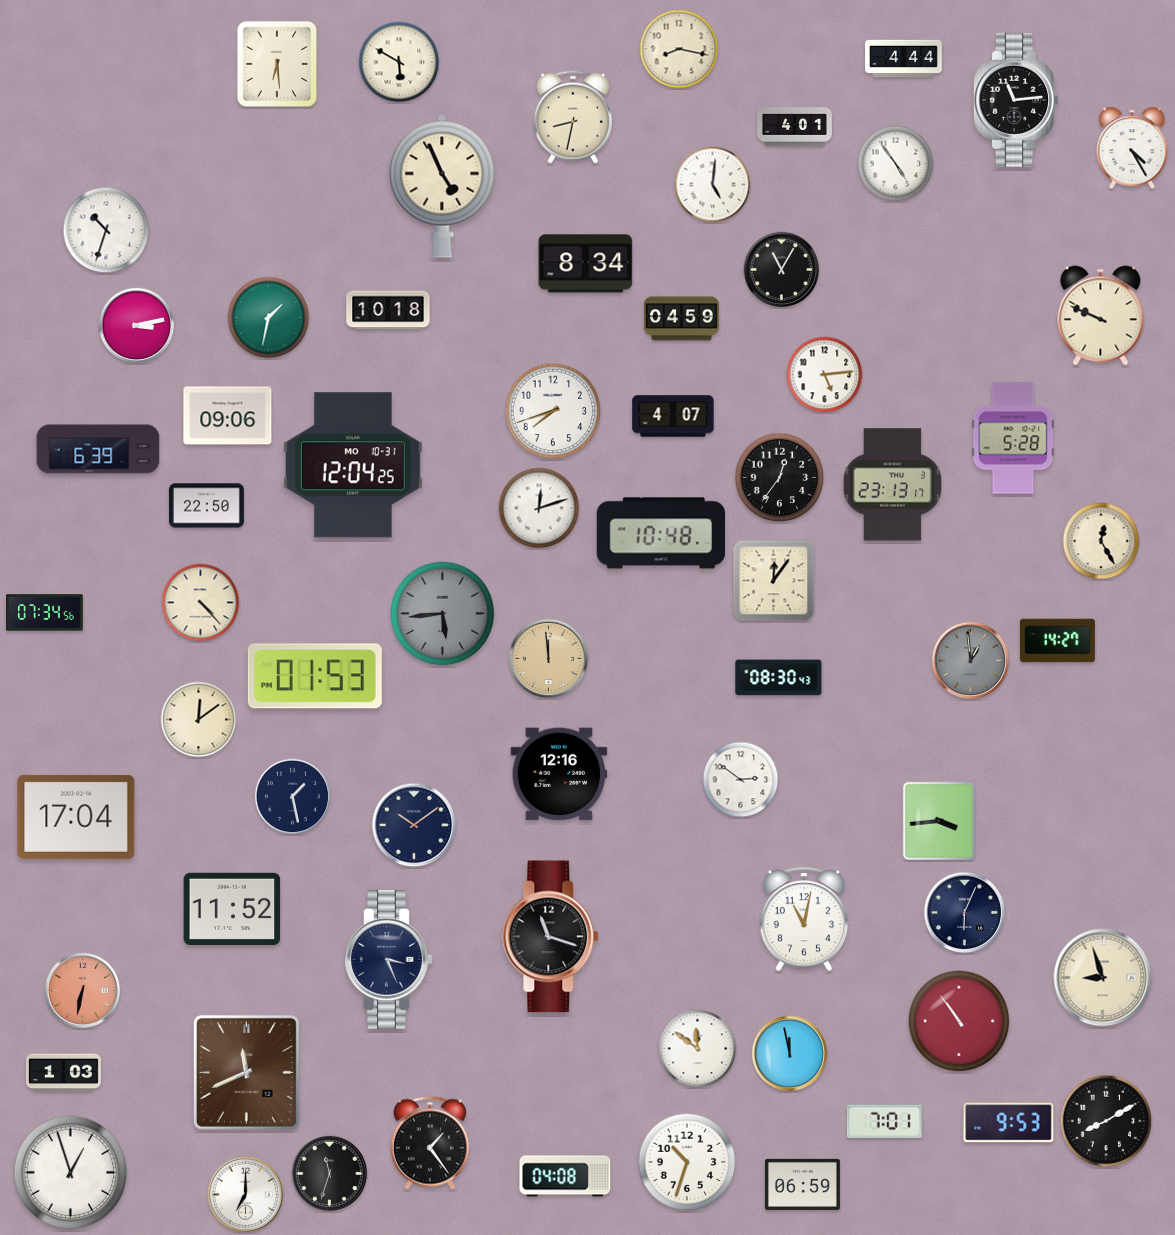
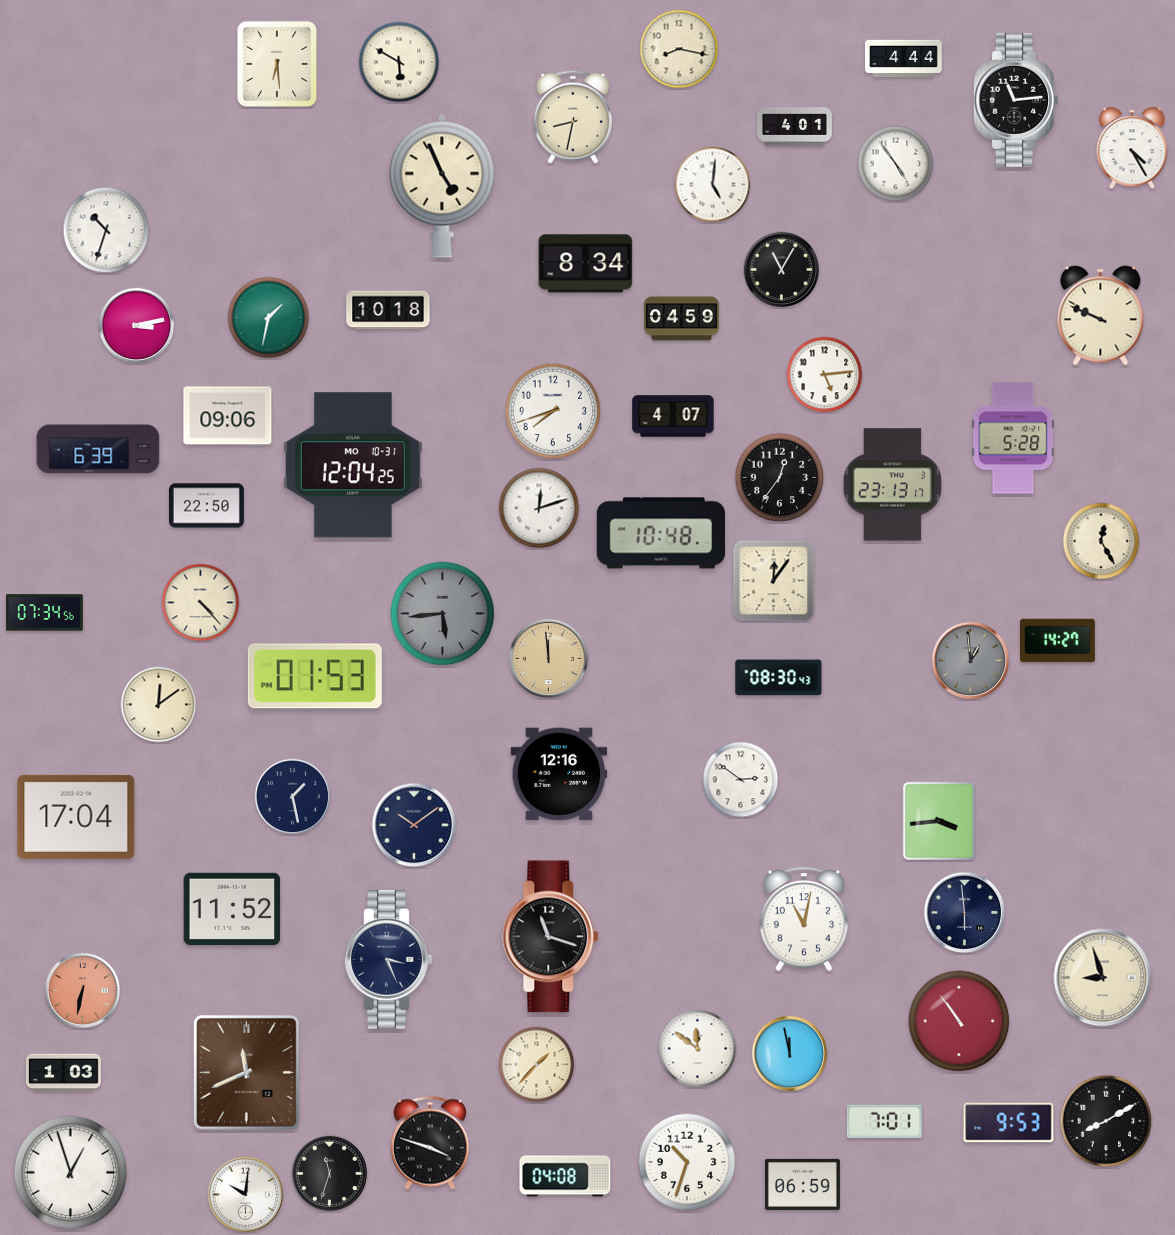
clock at (199, 720) position: (199, 720) -> (159, 705)
clock at (965, 913): 6:04 -> 5:59
clock at (537, 1065): none -> 1:37
clock at (430, 1143): 1:24 -> 3:48
clock at (246, 1195): 7:00 -> 10:01
